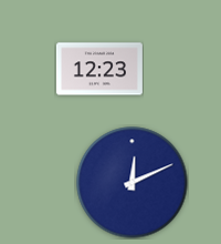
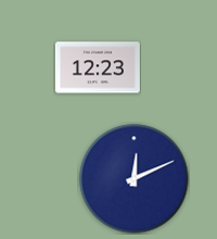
clock at (133, 183) position: (133, 183) -> (135, 179)
